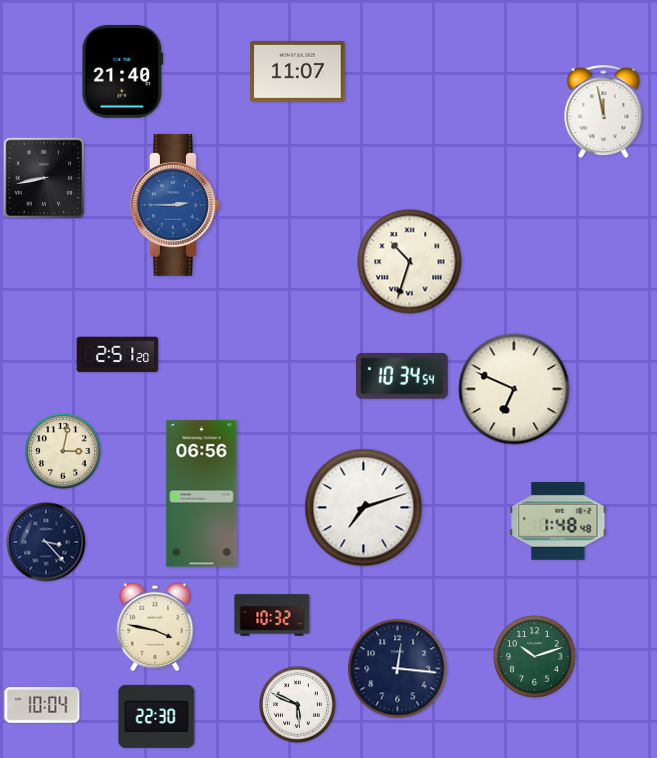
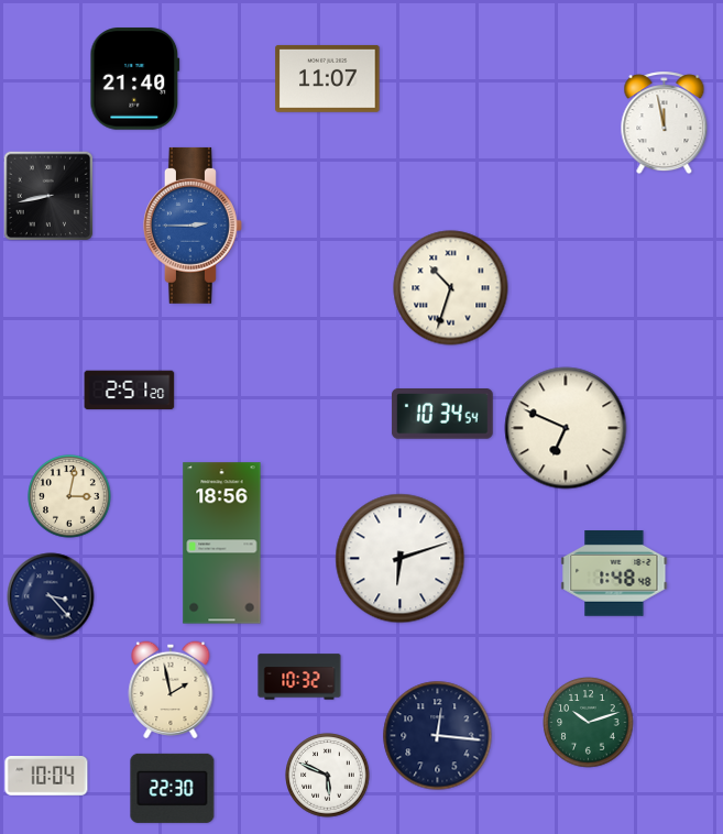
clock at (202, 494): 06:56 -> 18:56
clock at (364, 508): 7:12 -> 6:12
clock at (155, 627): 3:47 -> 1:58
